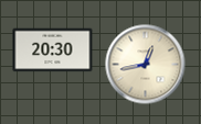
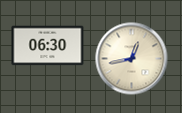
clock at (53, 50): 20:30 -> 06:30
